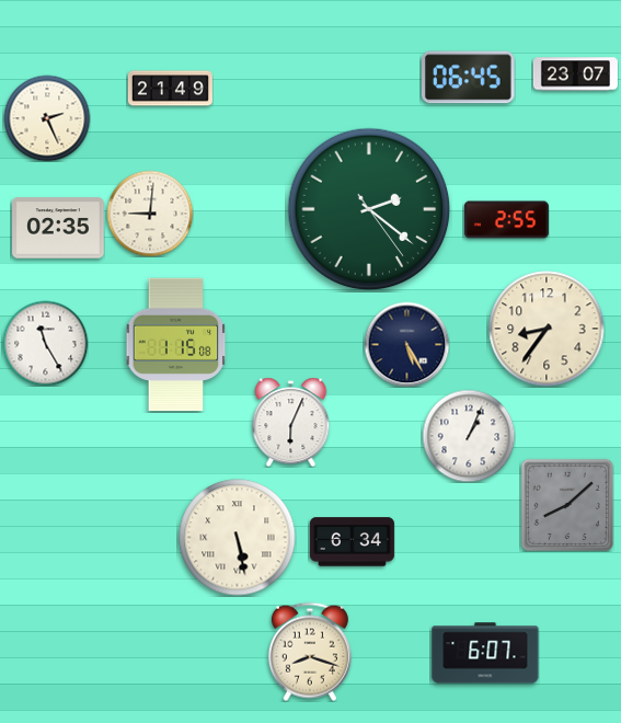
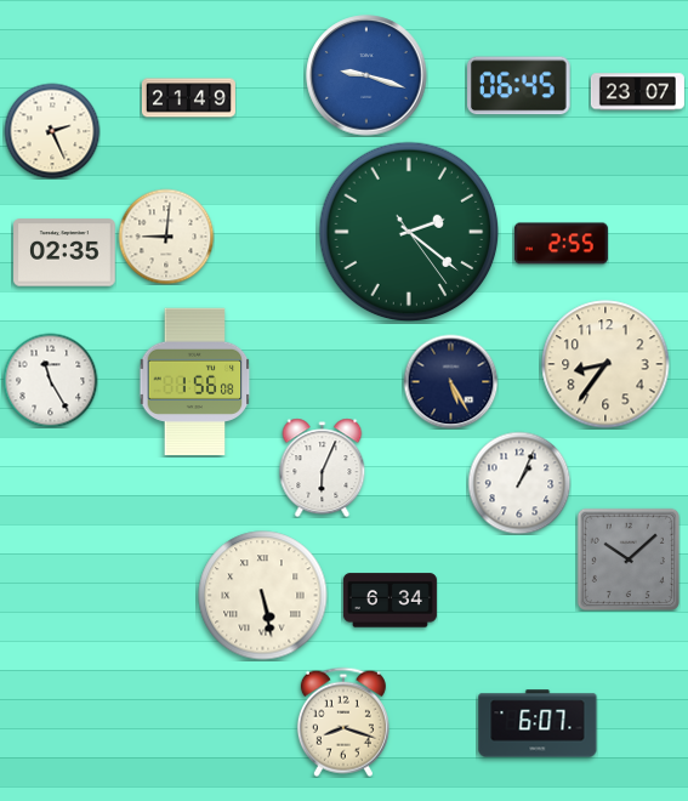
clock at (366, 75): none -> 9:18
clock at (575, 74) position: (575, 74) -> (637, 92)
clock at (176, 345): 1:15 -> 1:56
clock at (567, 505): 8:08 -> 10:08
